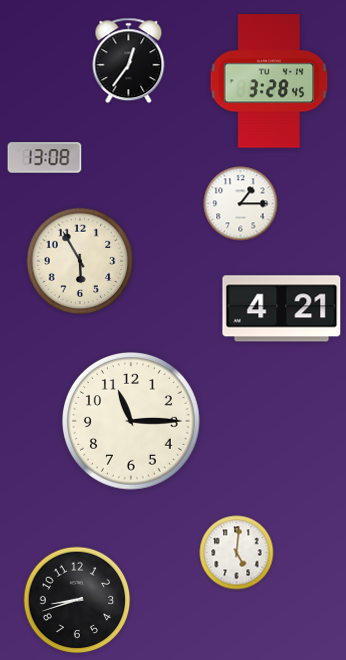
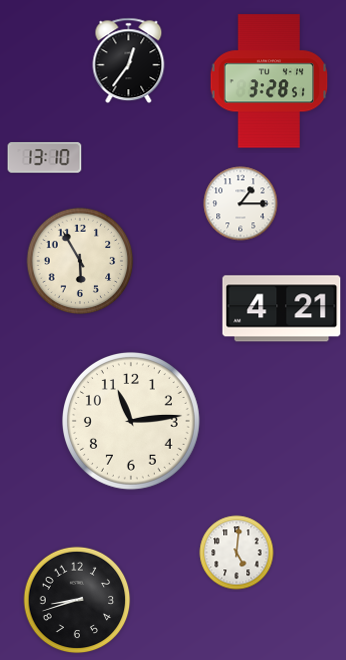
clock at (269, 81): 3:28:45 -> 3:28:51
clock at (45, 158): 13:08 -> 13:10
clock at (132, 422): 11:15 -> 11:14
